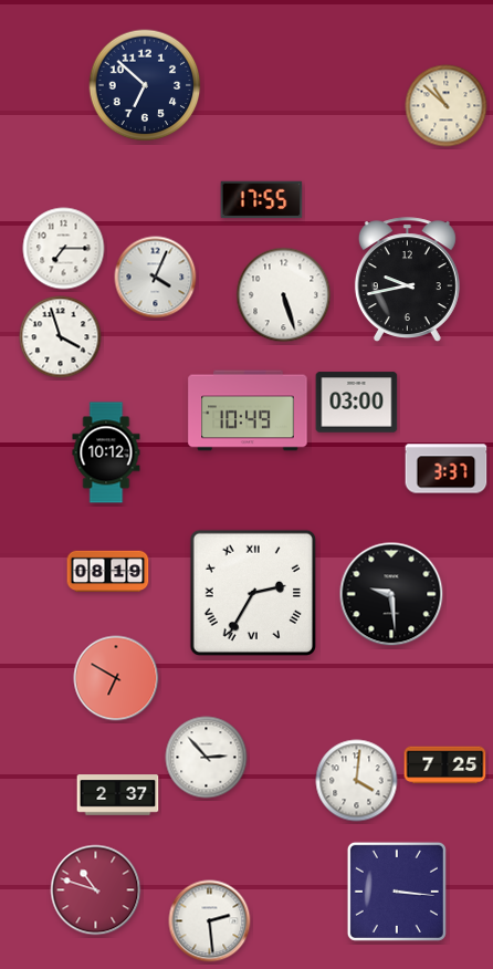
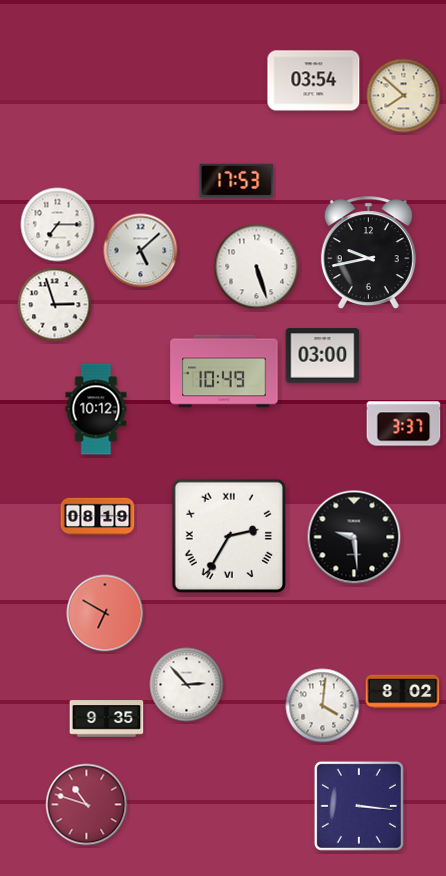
clock at (145, 85): 6:52 -> none
clock at (314, 81): none -> 03:54
clock at (447, 106): 10:52 -> 7:52
clock at (262, 200): 17:55 -> 17:53
clock at (156, 278): 4:04 -> 5:08
clock at (61, 337): 3:57 -> 2:57
clock at (357, 403) position: (357, 403) -> (323, 356)
clock at (445, 765): 7:25 -> 8:02
clock at (118, 795): 2:37 -> 9:35
clock at (210, 921): 2:29 -> none
